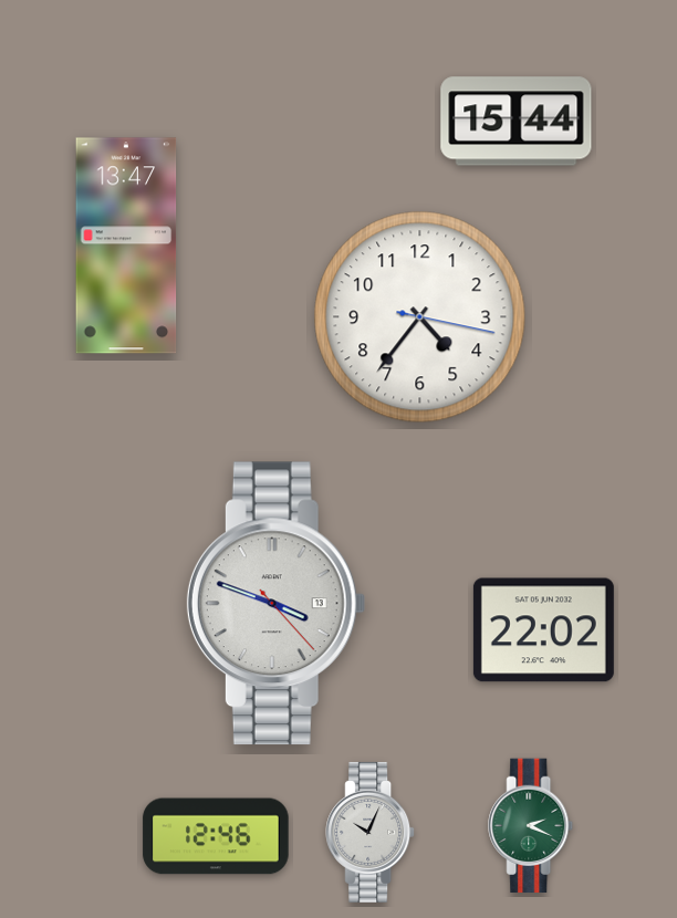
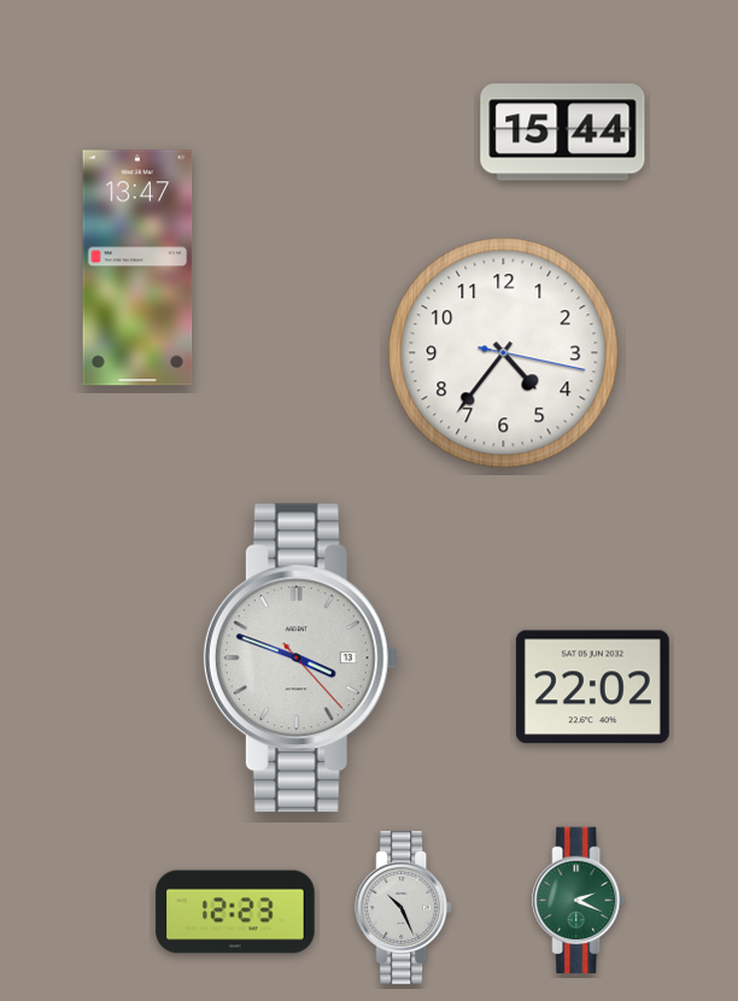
clock at (420, 317) position: (420, 317) -> (504, 353)
clock at (371, 832): 10:04 -> 10:26
clock at (216, 836): 12:46 -> 12:23
